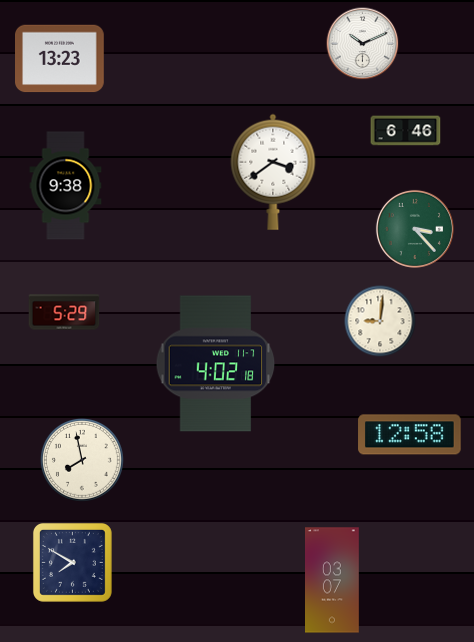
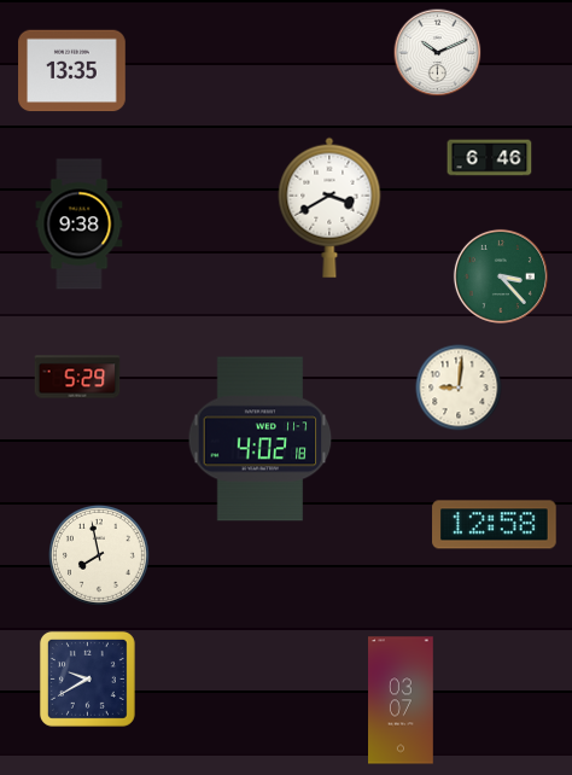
clock at (60, 59): 13:23 -> 13:35
clock at (273, 172): 3:39 -> 3:40
clock at (72, 562): 7:50 -> 9:40
